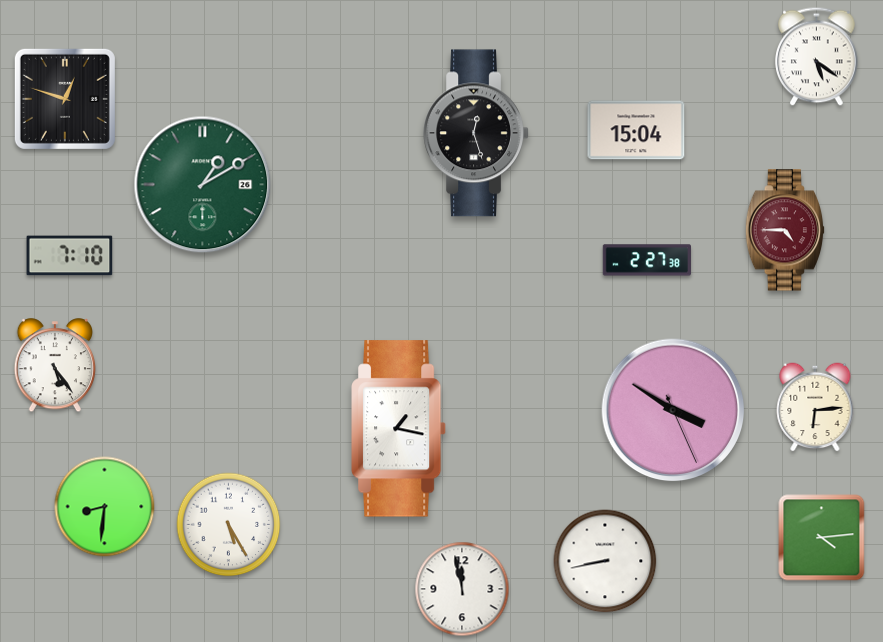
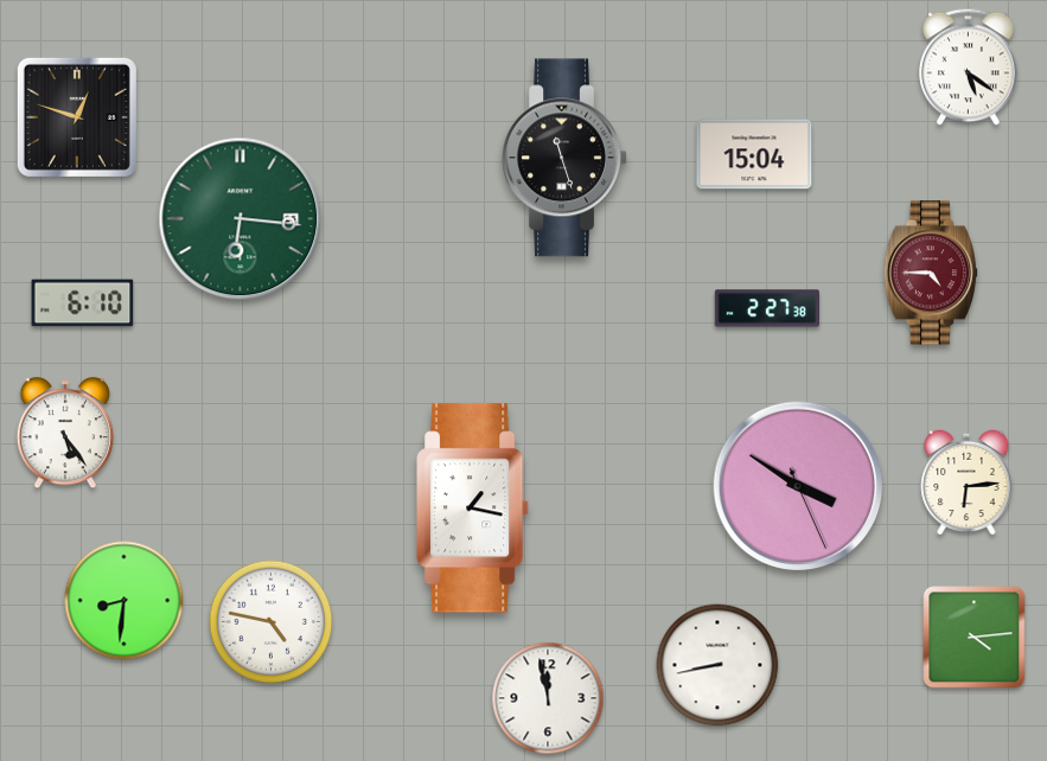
clock at (476, 133): 12:27 -> 11:27
clock at (203, 185): 1:10 -> 6:16
clock at (70, 256): 7:10 -> 6:10
clock at (229, 525): 5:25 -> 4:47
